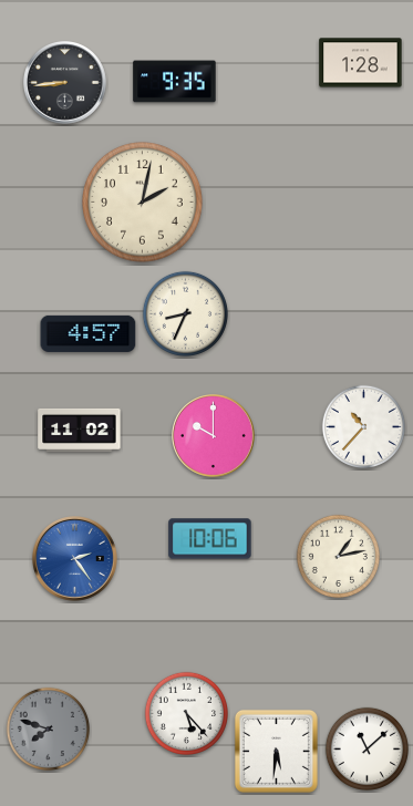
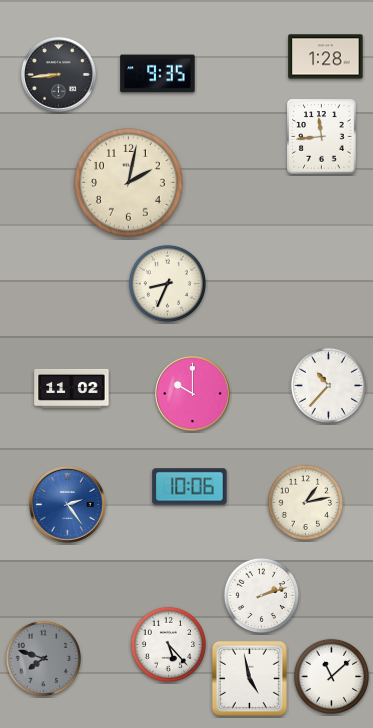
clock at (322, 137): none -> 11:44
clock at (89, 333): 4:57 -> none
clock at (261, 595): none -> 2:12
clock at (276, 751): 5:31 -> 4:58
